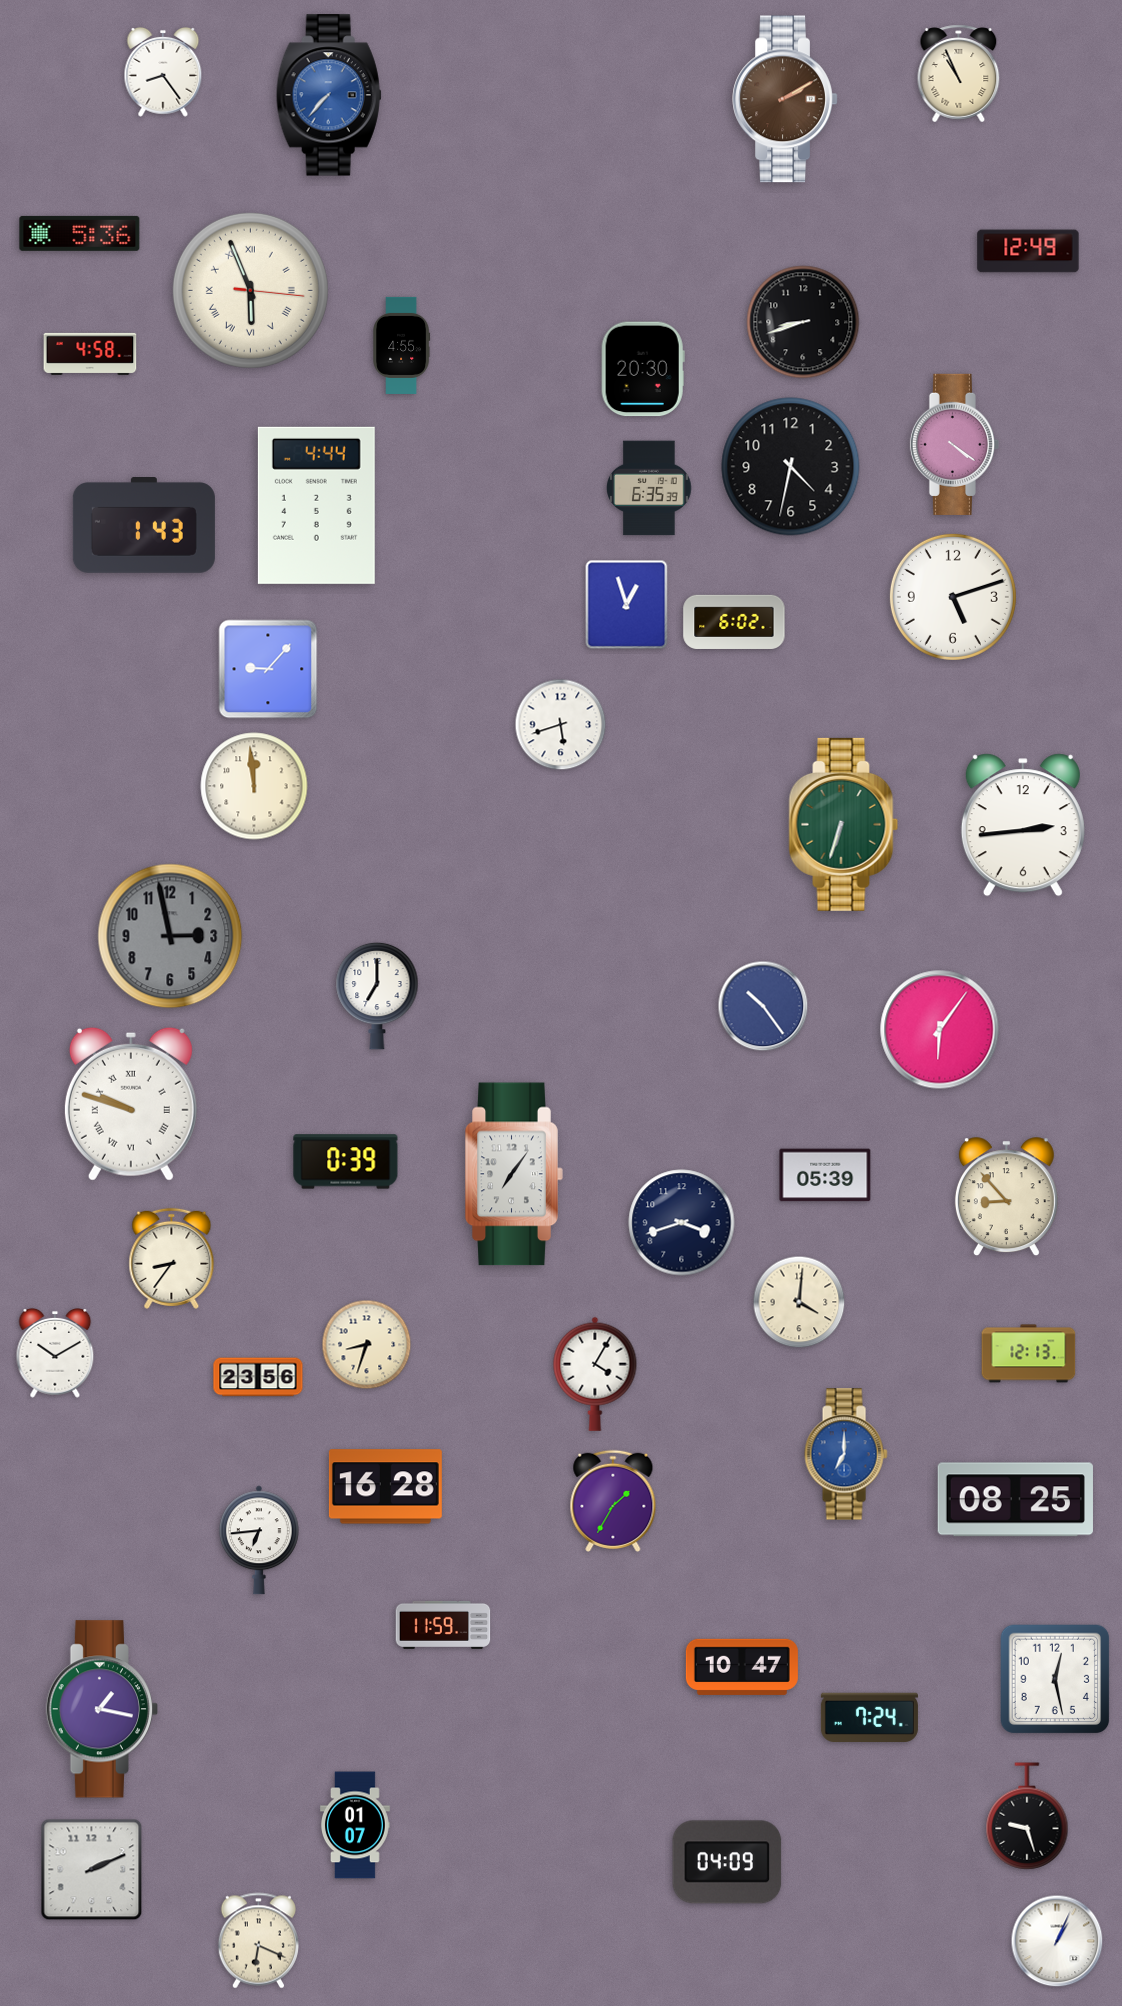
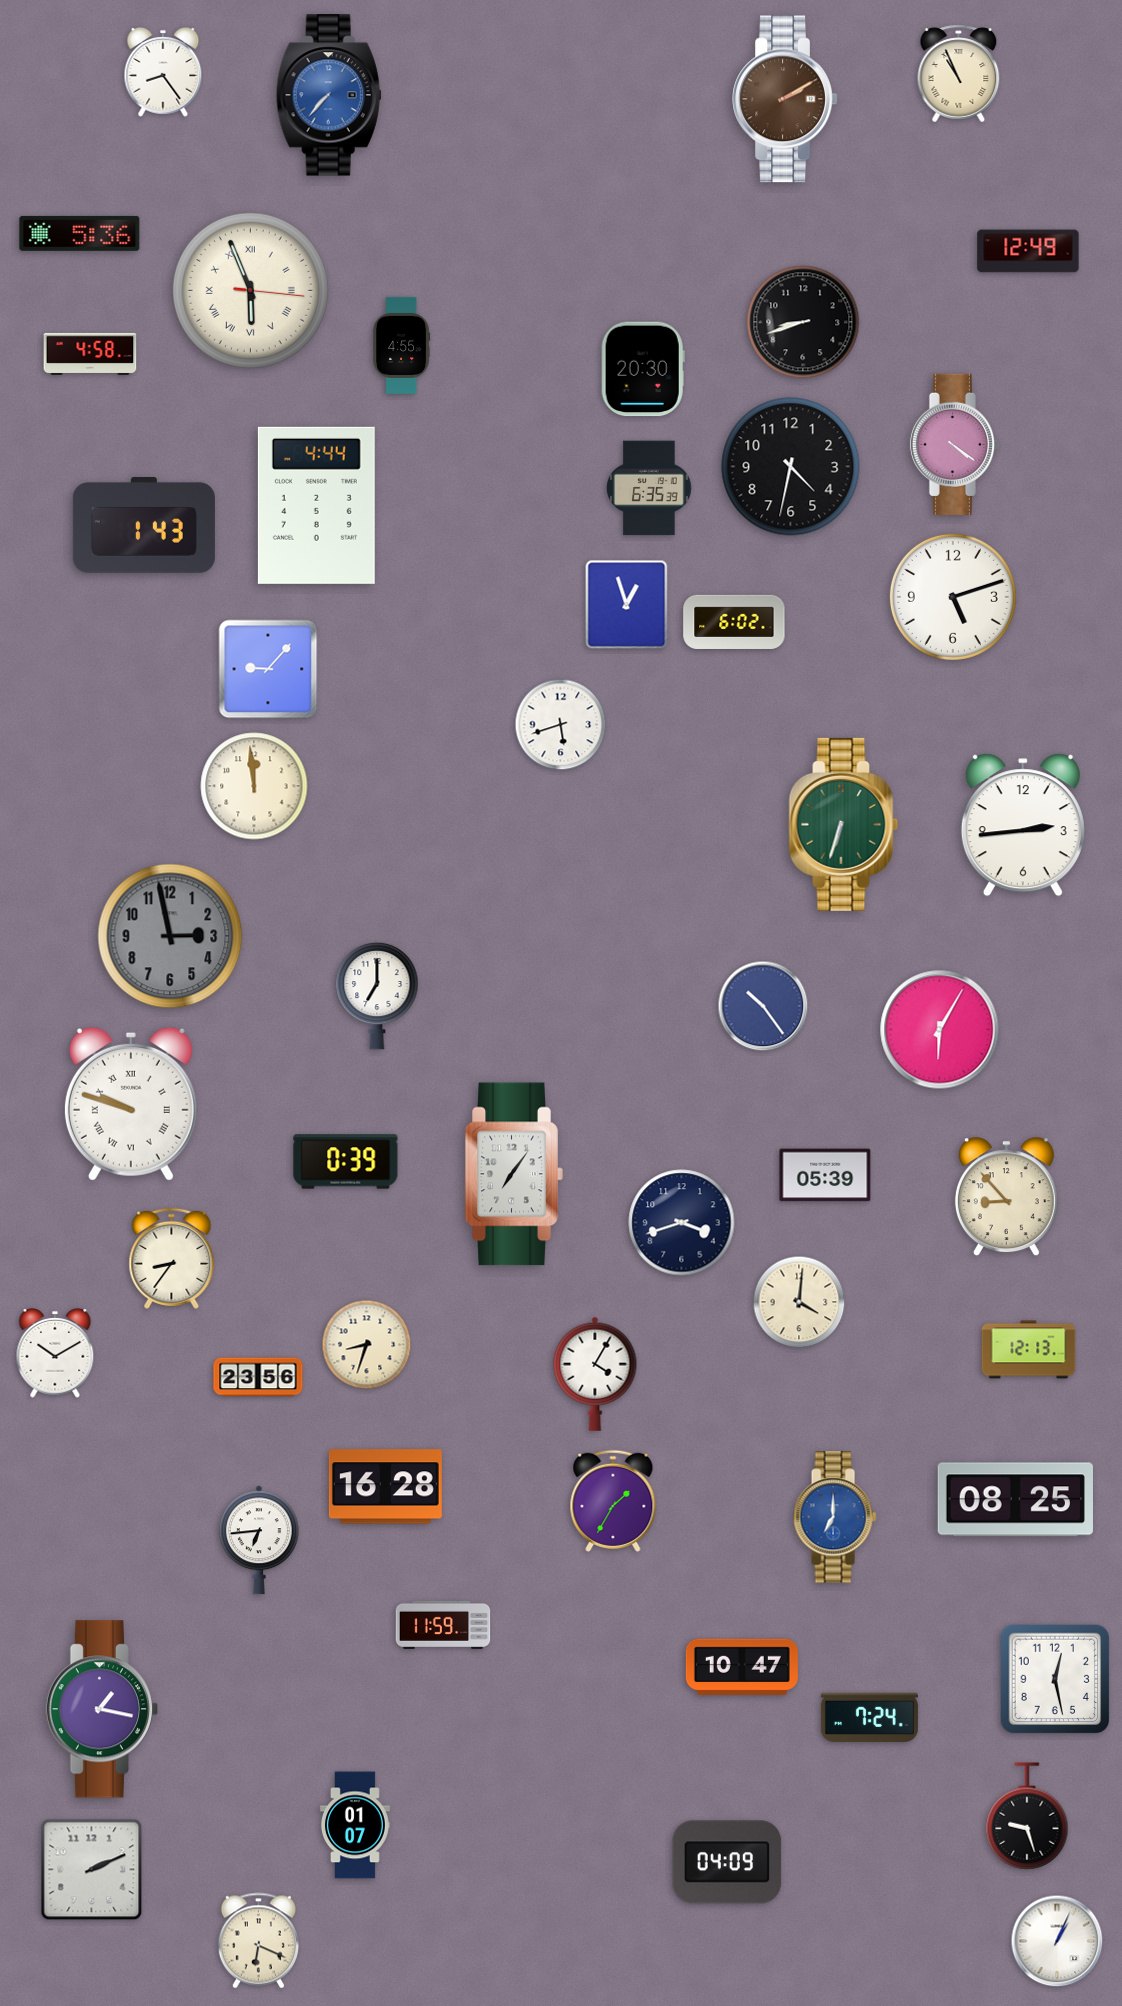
clock at (940, 1030): 6:06 -> 6:05
clock at (1029, 1354) position: (1029, 1354) -> (1029, 1350)
clock at (846, 1454) position: (846, 1454) -> (835, 1517)
